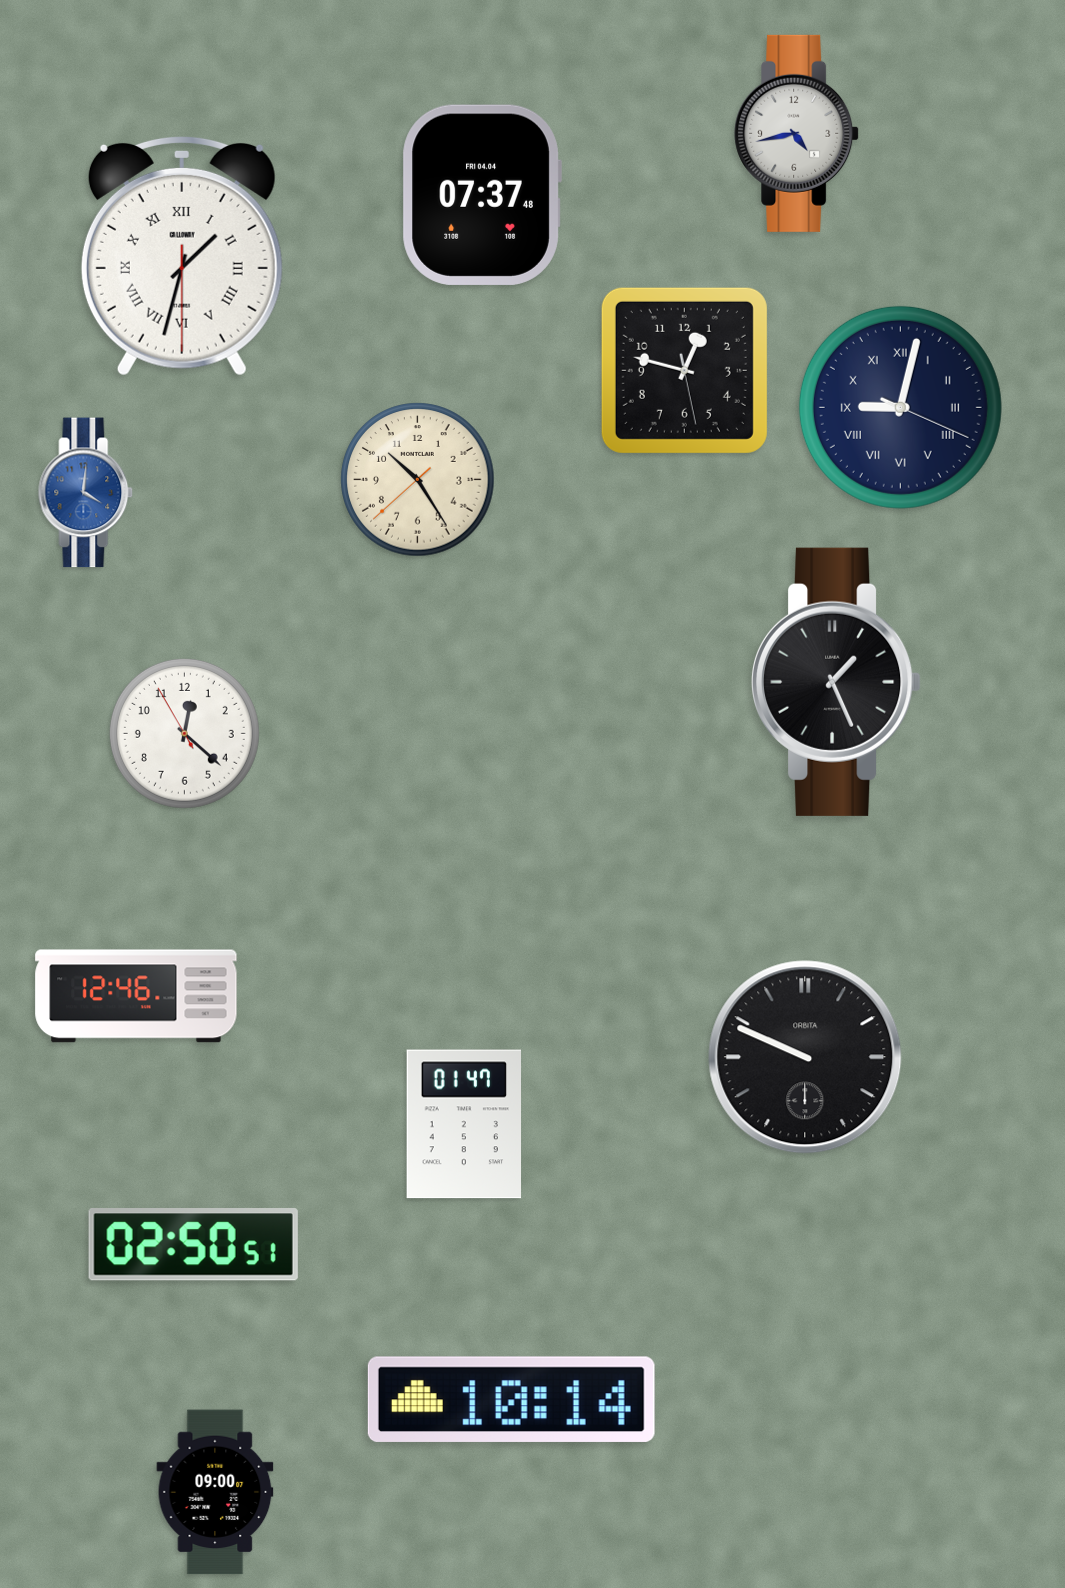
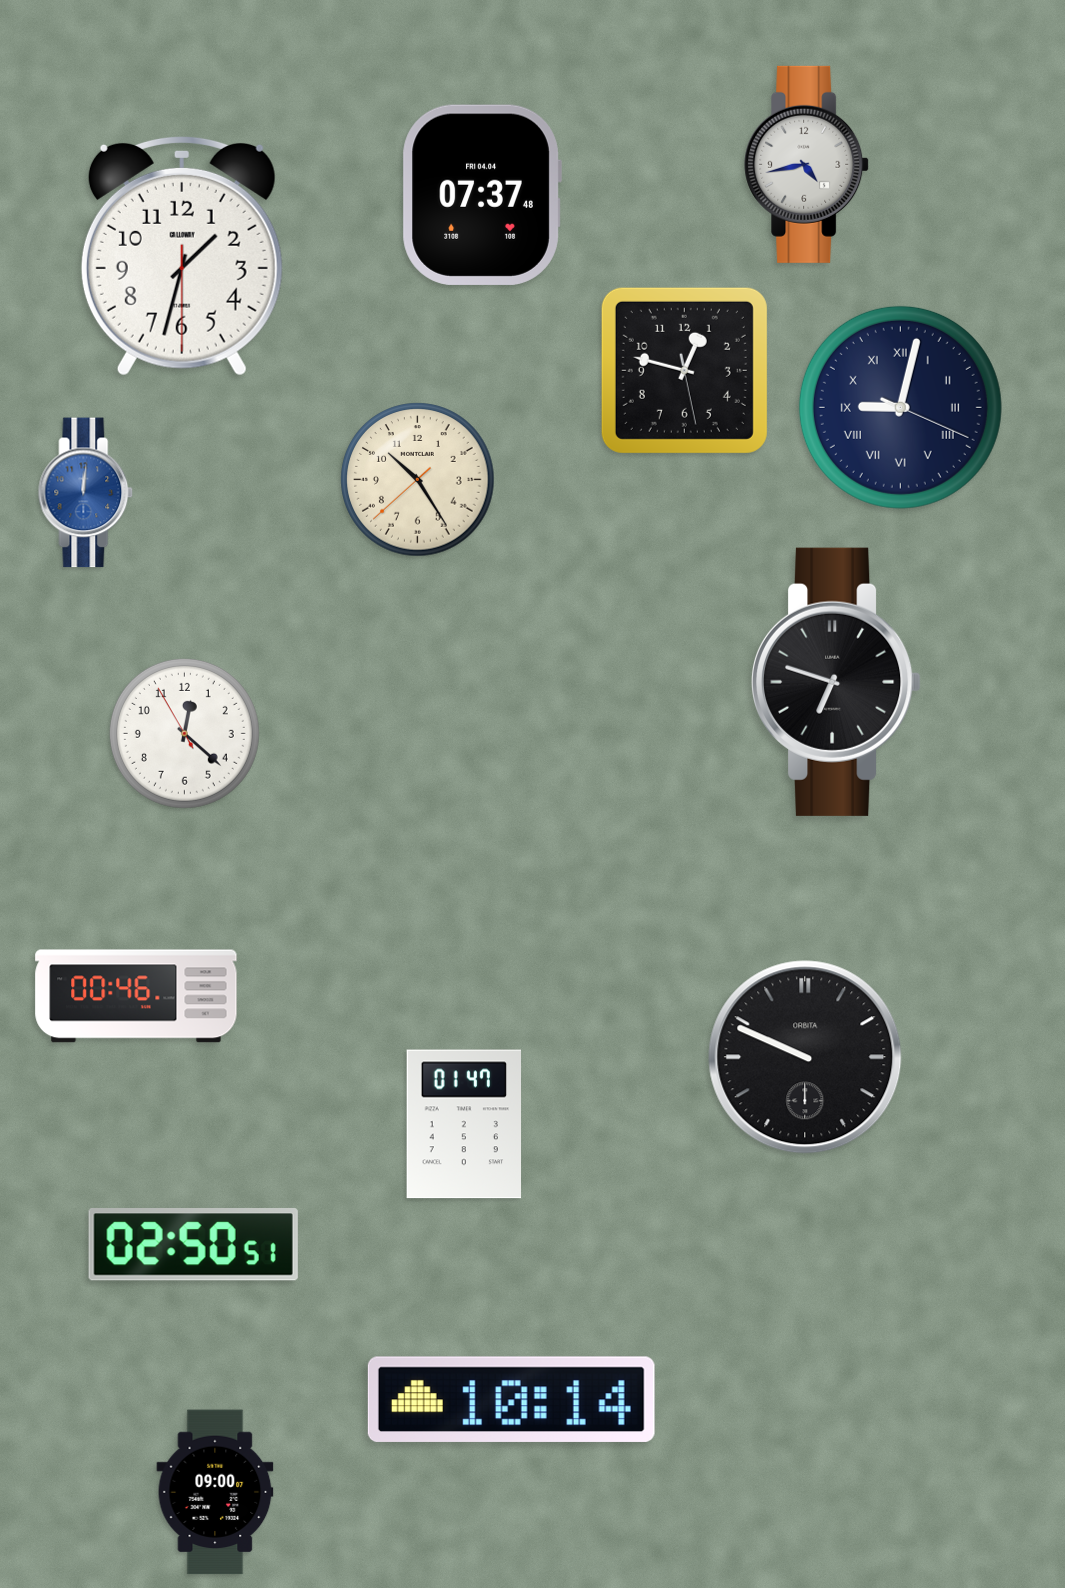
clock at (797, 133) position: (797, 133) -> (807, 164)
clock at (182, 256) numerals: Roman -> Arabic
clock at (86, 493): 4:01 -> 12:01
clock at (837, 682): 1:26 -> 6:48
clock at (136, 996): 12:46 -> 00:46
